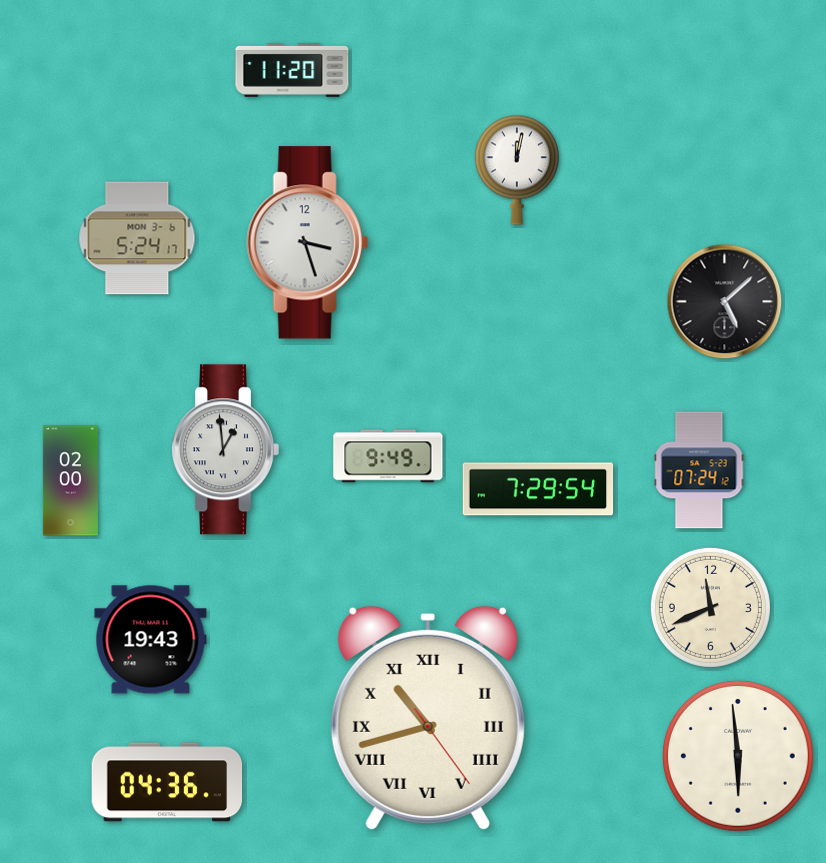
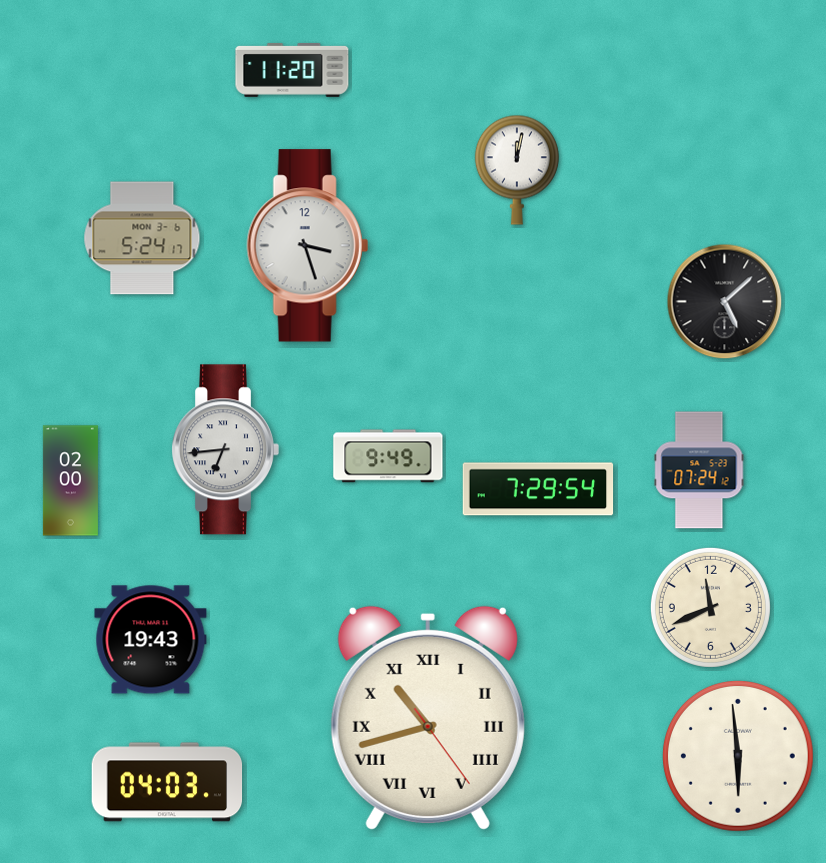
clock at (137, 238) position: (137, 238) -> (142, 238)
clock at (307, 243) position: (307, 243) -> (307, 246)
clock at (225, 450): 12:59 -> 6:44
clock at (167, 782): 04:36 -> 04:03
